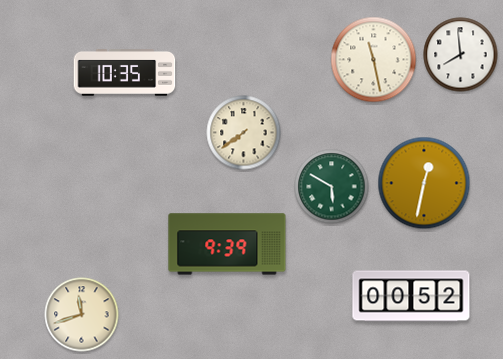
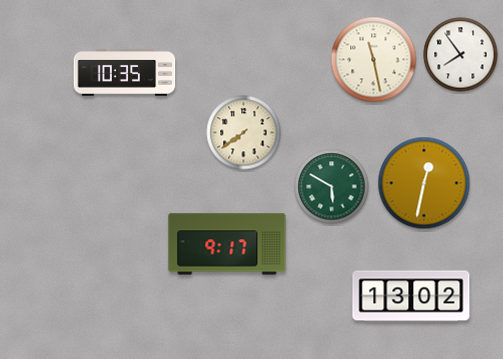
clock at (461, 55): 7:59 -> 7:54
clock at (227, 244): 9:39 -> 9:17
clock at (411, 296): 00:52 -> 13:02
clock at (82, 315): 11:42 -> none
